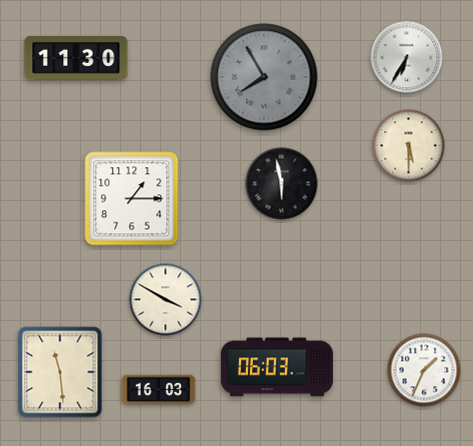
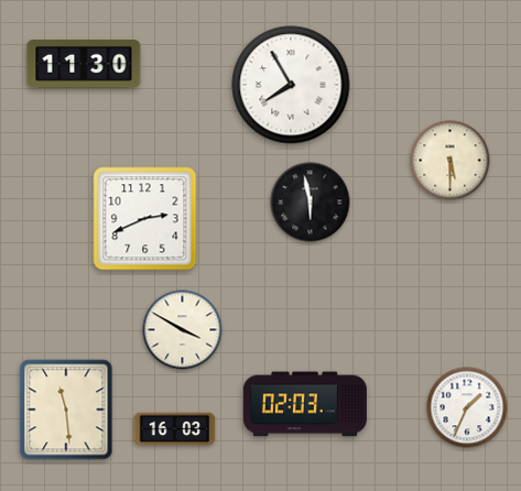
clock at (407, 58): 6:35 -> none
clock at (264, 77) dial: grey -> white
clock at (132, 199): 1:15 -> 2:41
clock at (277, 367): 06:03 -> 02:03
